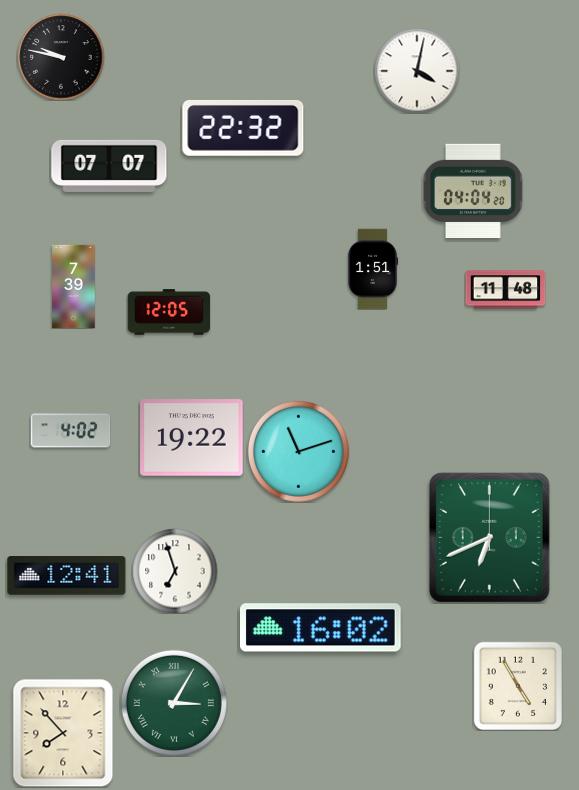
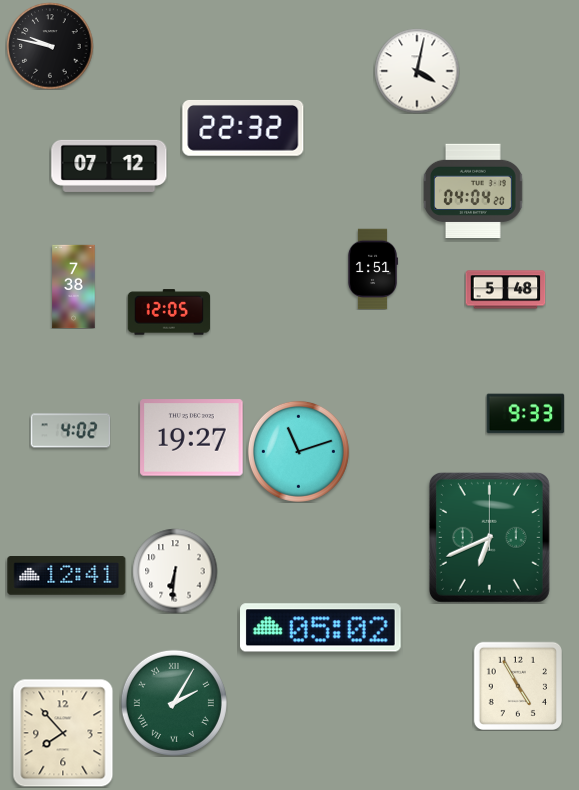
clock at (61, 57) position: (61, 57) -> (50, 46)
clock at (109, 166): 07:07 -> 07:12
clock at (74, 286): 7:39 -> 7:38
clock at (505, 290): 11:48 -> 5:48
clock at (525, 414): none -> 9:33
clock at (192, 438): 19:22 -> 19:27
clock at (175, 571): 6:57 -> 6:31
clock at (321, 628): 16:02 -> 05:02
clock at (174, 703): 3:05 -> 2:05
